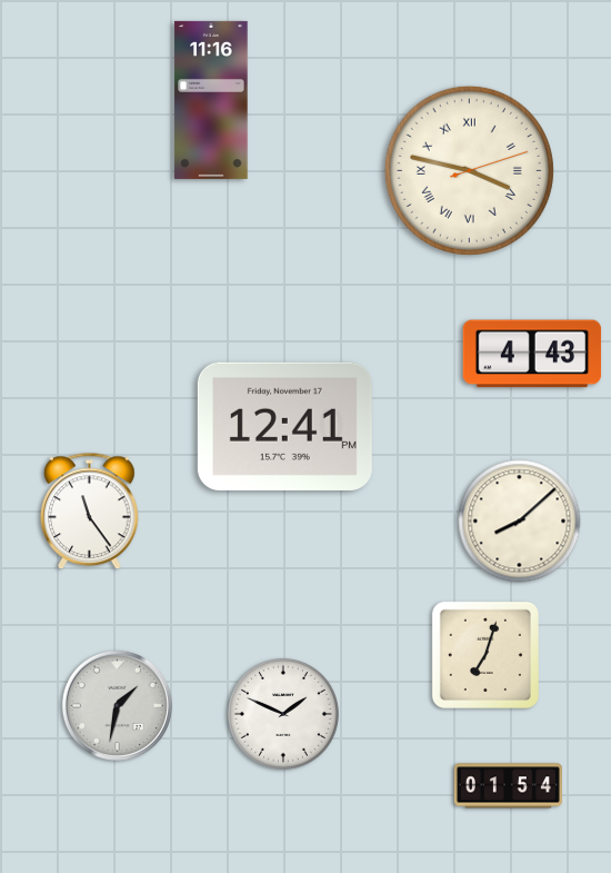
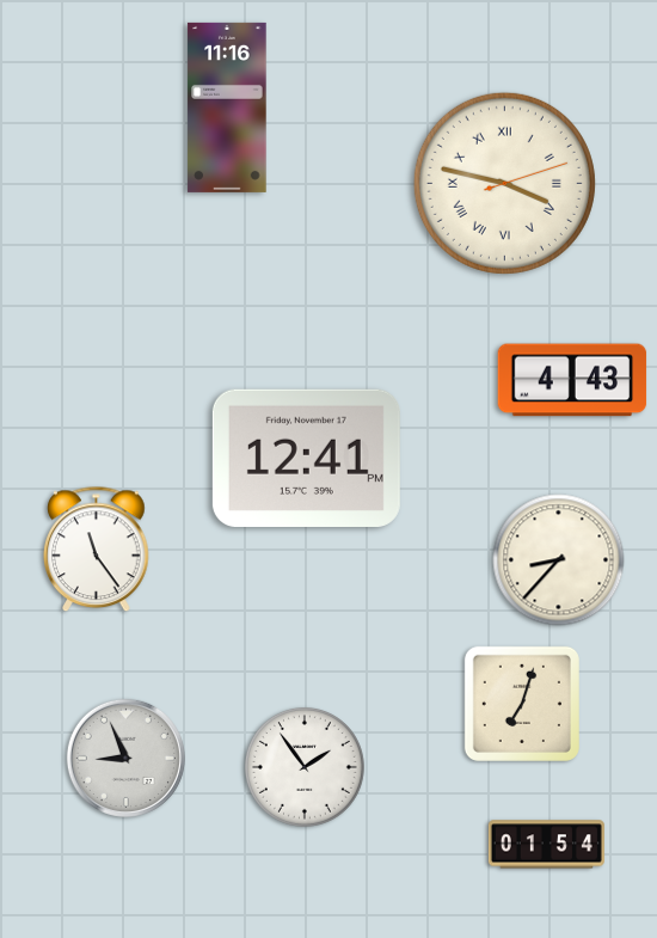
clock at (520, 522): 8:08 -> 8:37
clock at (117, 705): 1:32 -> 8:56
clock at (283, 714): 1:49 -> 1:54
